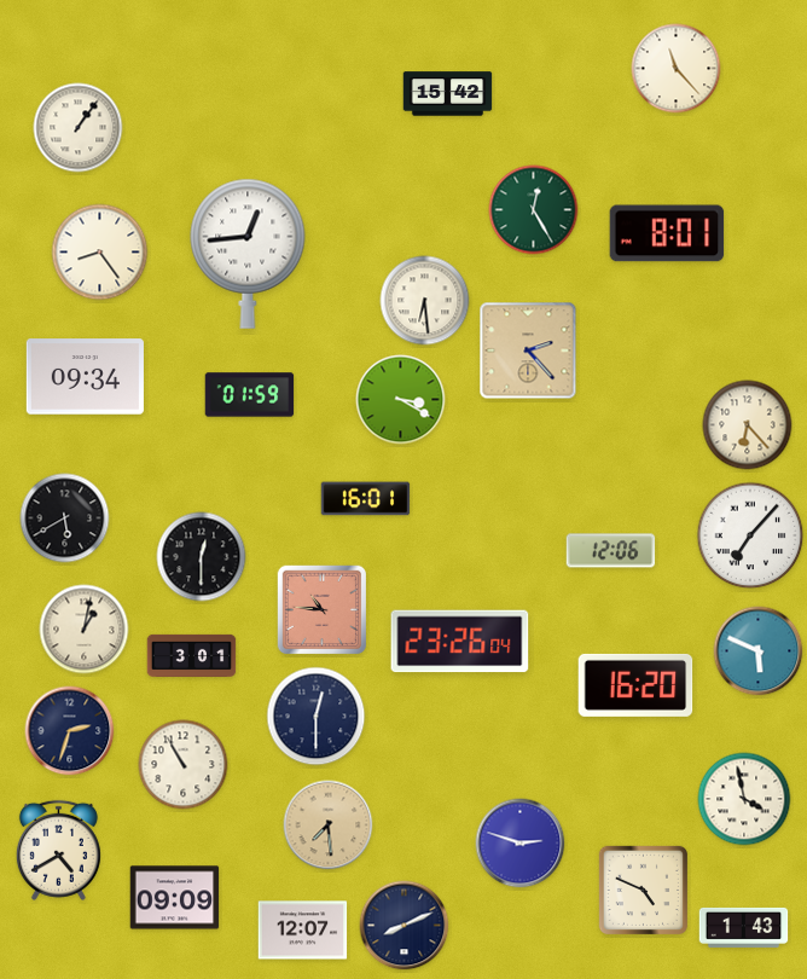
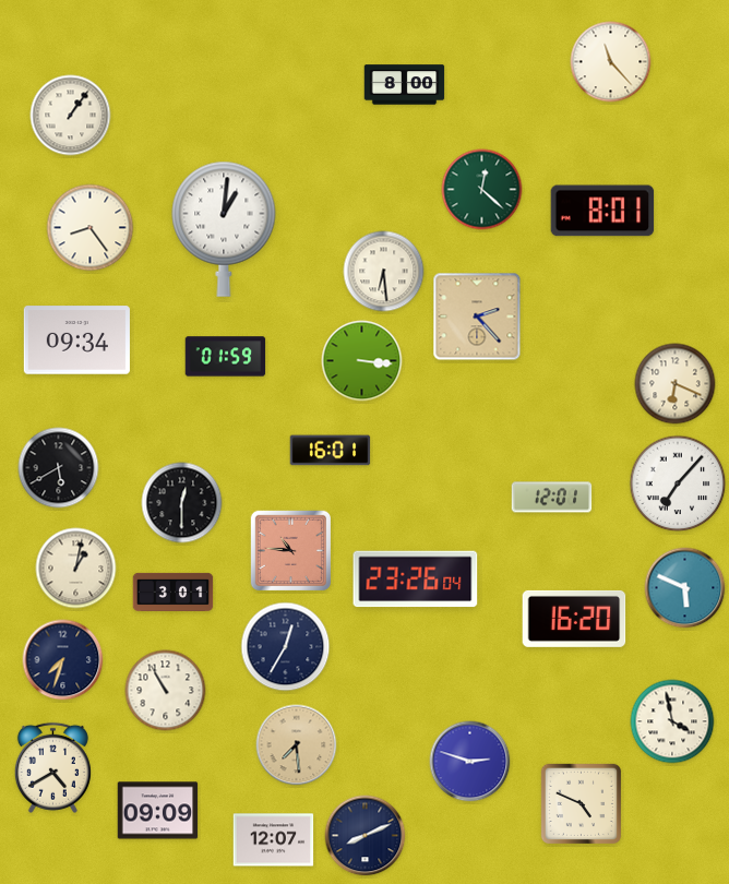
clock at (448, 94): 15:42 -> 8:00
clock at (534, 210): 12:25 -> 12:22
clock at (248, 254): 12:44 -> 1:01
clock at (401, 400): 3:20 -> 3:16
clock at (748, 425): 6:23 -> 6:19
clock at (611, 551): 12:06 -> 12:01
clock at (317, 717): 12:30 -> 12:35
clock at (70, 731): 2:33 -> 7:33
clock at (744, 927): 1:43 -> none
